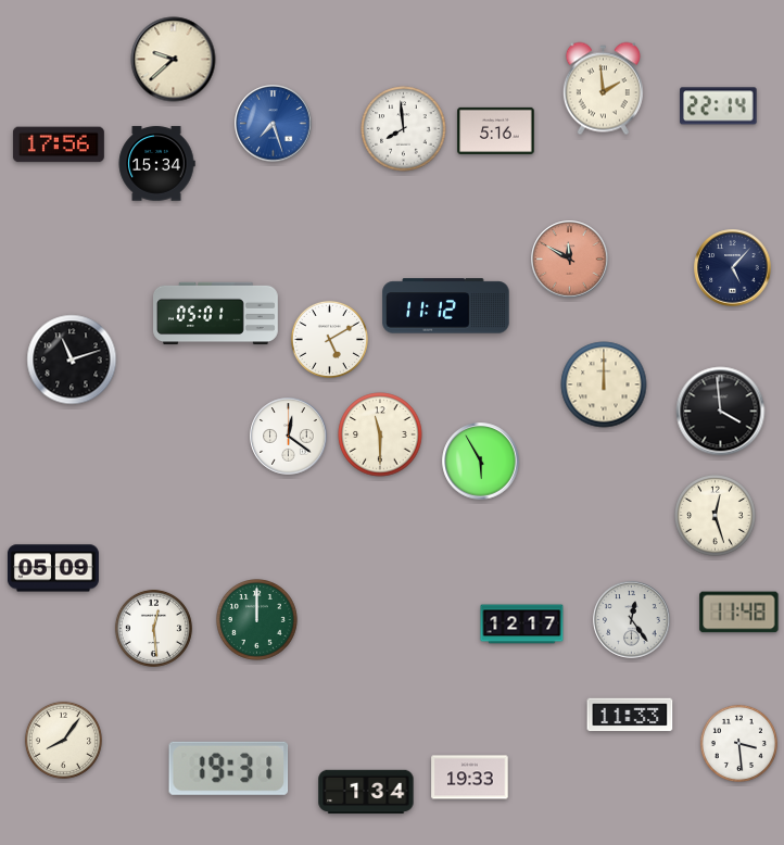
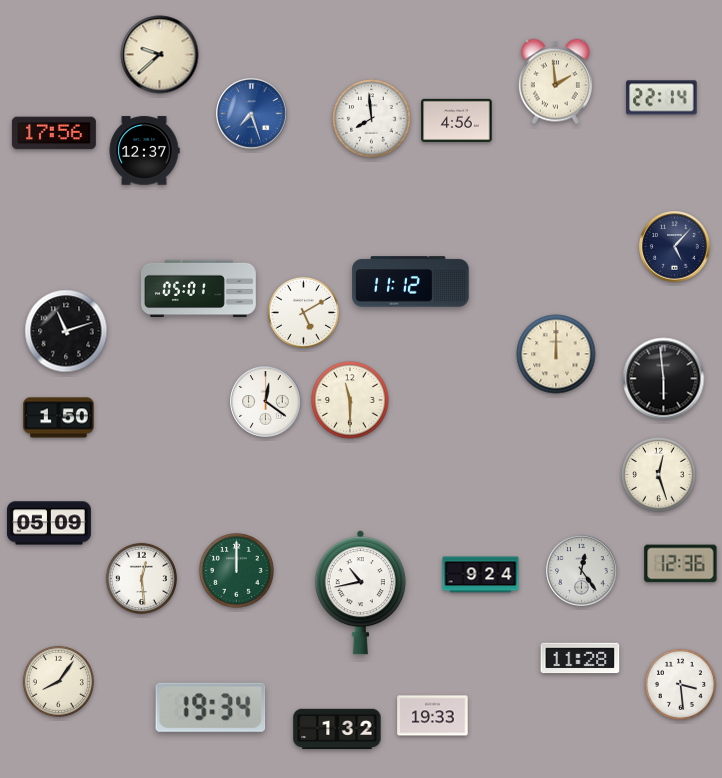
clock at (496, 130): 5:16 -> 4:56
clock at (156, 164): 15:34 -> 12:37
clock at (570, 260): 11:50 -> none
clock at (721, 412): 3:59 -> 5:59
clock at (59, 418): none -> 1:50
clock at (481, 462): 5:55 -> none
clock at (739, 613): 11:48 -> 12:36
clock at (522, 625): 12:17 -> 9:24
clock at (360, 593): none -> 10:43
clock at (630, 715): 11:33 -> 11:28
clock at (229, 768): 19:31 -> 19:34
clock at (366, 792): 1:34 -> 1:32
